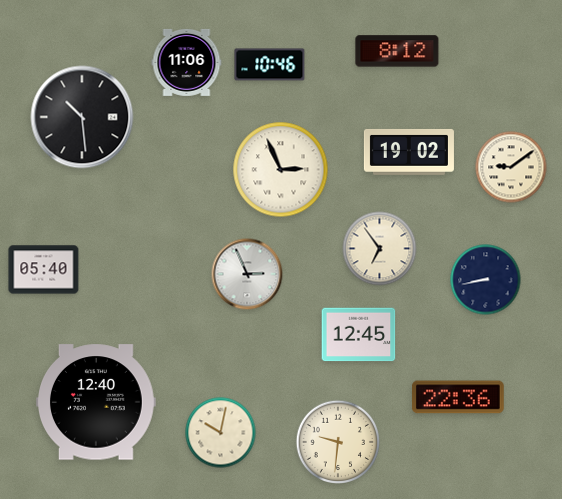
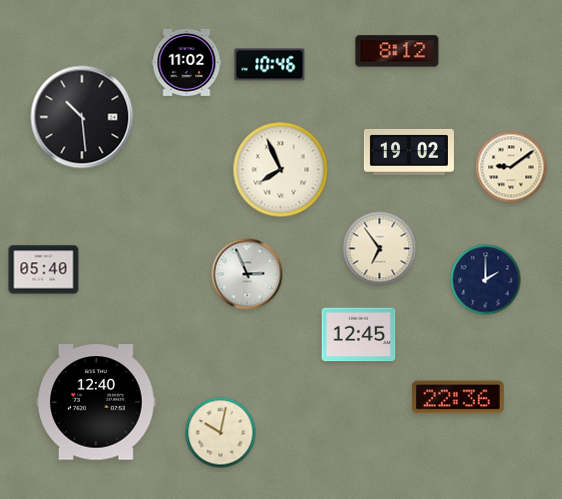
clock at (187, 62): 11:06 -> 11:02
clock at (281, 170): 2:56 -> 7:56
clock at (486, 280): 8:43 -> 2:00
clock at (337, 441): 9:31 -> none
